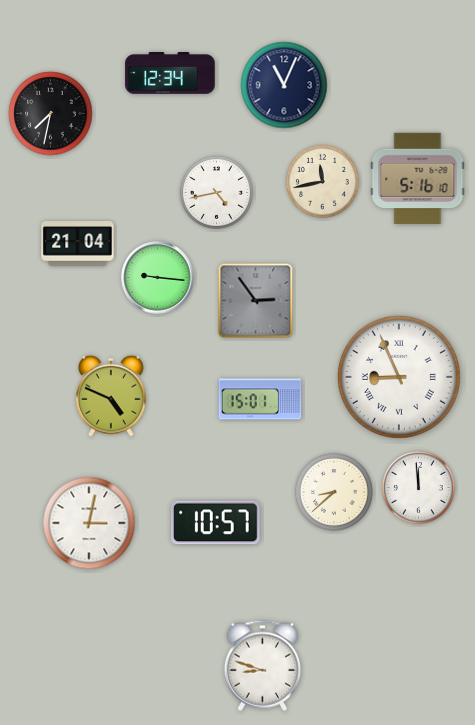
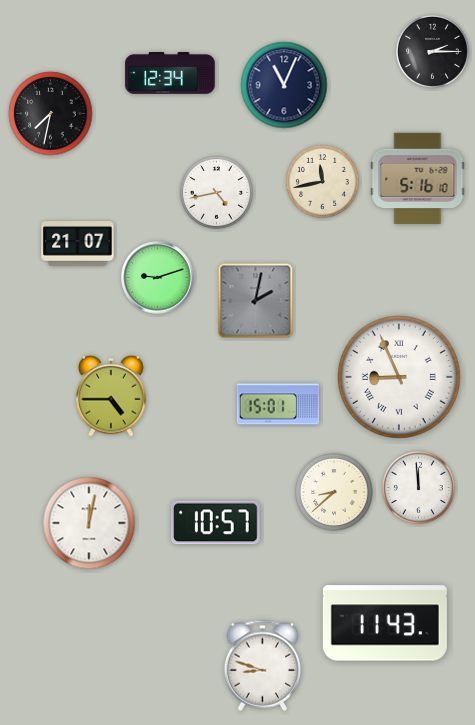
clock at (432, 51): none -> 2:15
clock at (78, 244): 21:04 -> 21:07
clock at (158, 278): 9:16 -> 9:12
clock at (256, 301): 2:54 -> 2:02
clock at (111, 396): 4:49 -> 4:45
clock at (260, 399) position: (260, 399) -> (278, 404)
clock at (89, 523): 3:02 -> 12:02
clock at (385, 623): none -> 11:43
